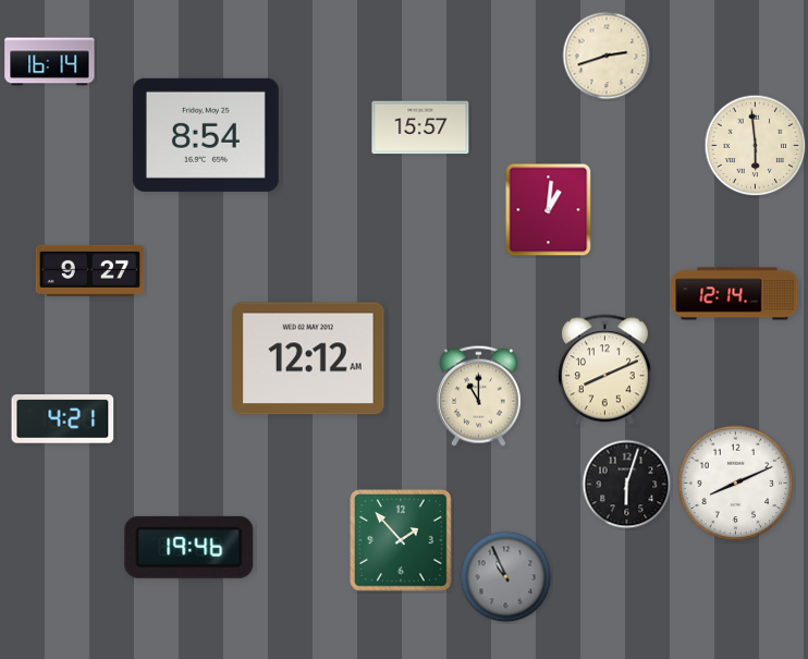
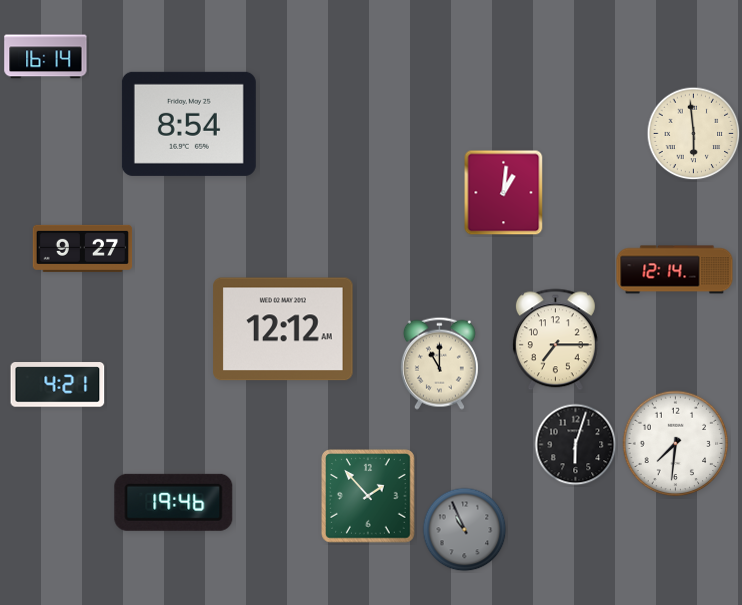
clock at (607, 56): 2:42 -> none
clock at (420, 127): 15:57 -> none
clock at (604, 370): 8:11 -> 7:15
clock at (736, 484): 8:11 -> 7:31
